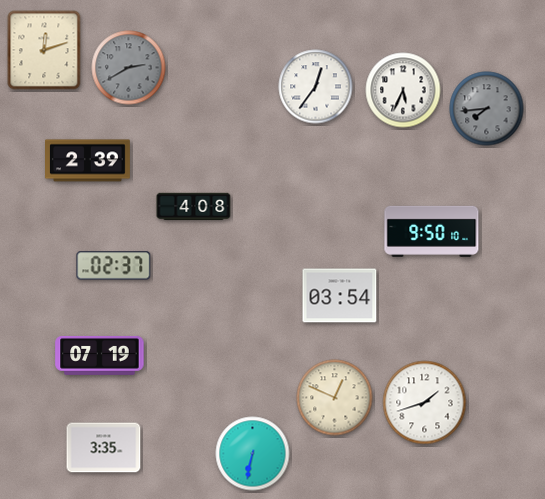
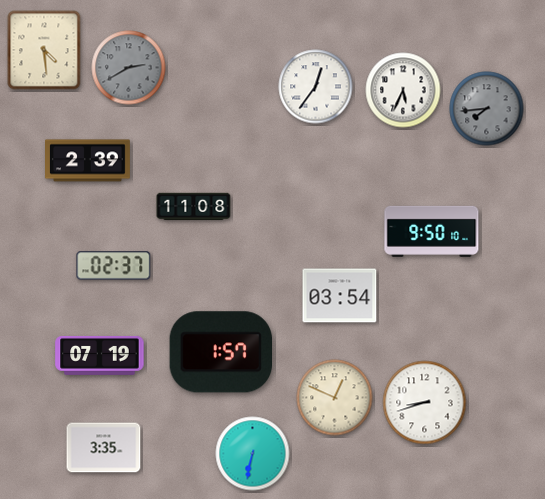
clock at (44, 50): 12:12 -> 4:29
clock at (194, 207): 4:08 -> 11:08
clock at (220, 352): none -> 1:57
clock at (425, 403): 1:42 -> 8:42
